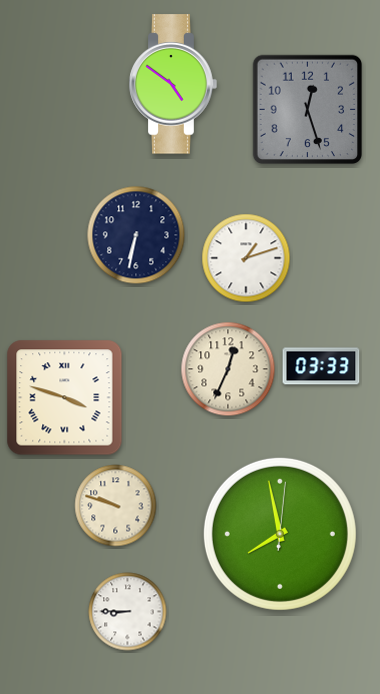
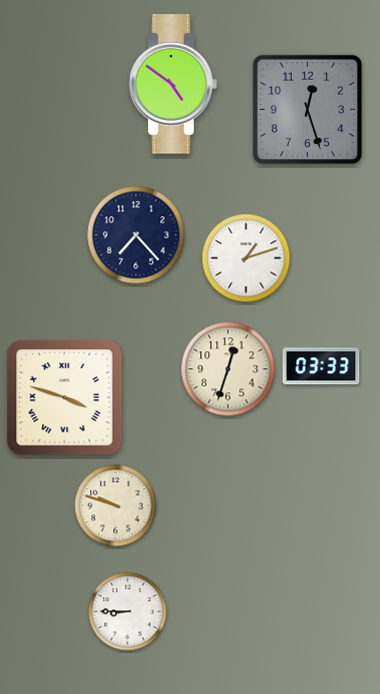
clock at (136, 235): 6:32 -> 7:23
clock at (228, 369): 12:34 -> 12:33
clock at (280, 534): 7:58 -> none
